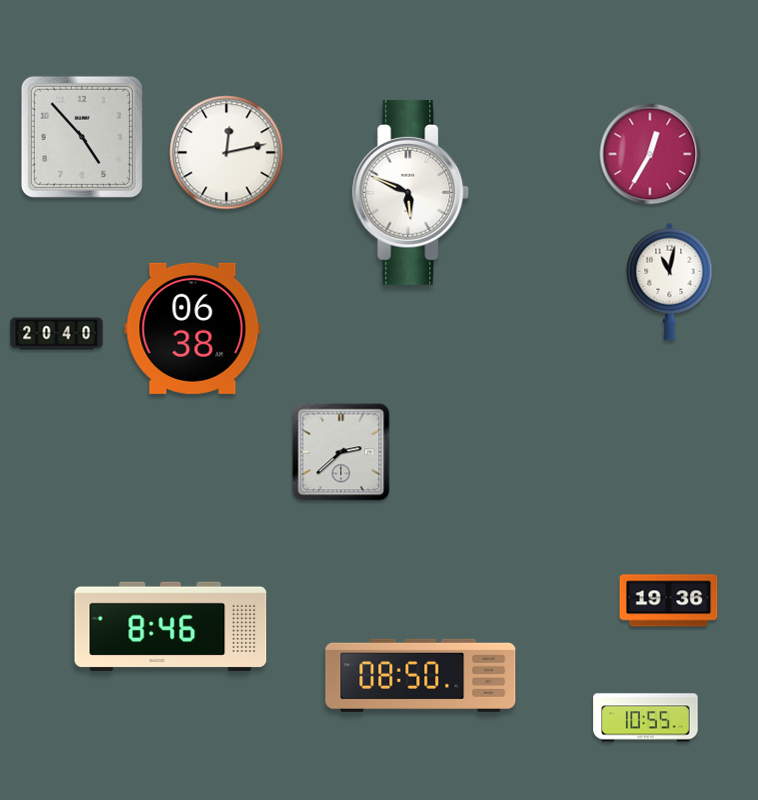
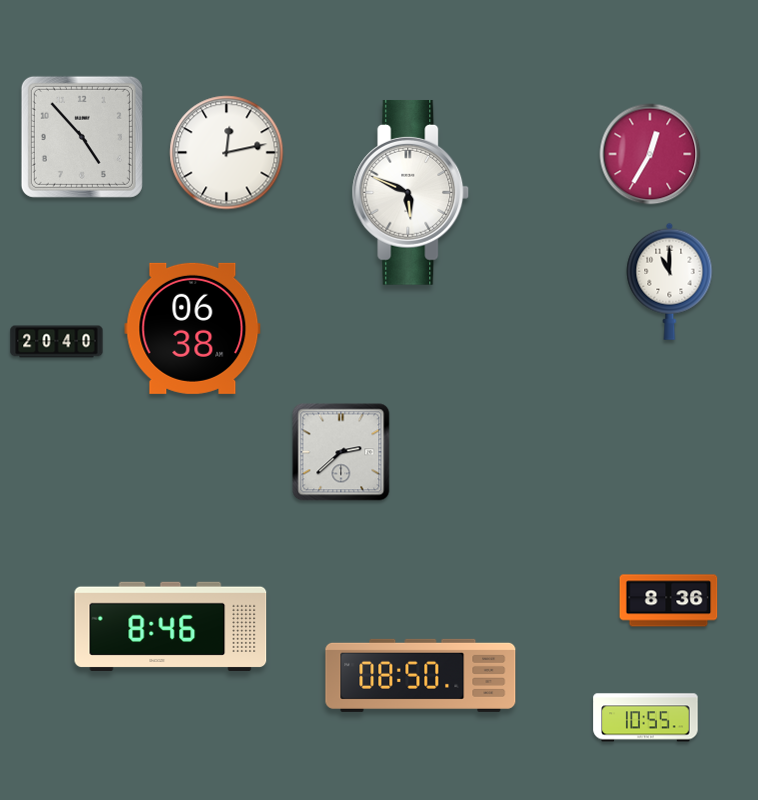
clock at (670, 281): 11:02 -> 11:00
clock at (57, 334) position: (57, 334) -> (57, 342)
clock at (669, 601): 19:36 -> 8:36
